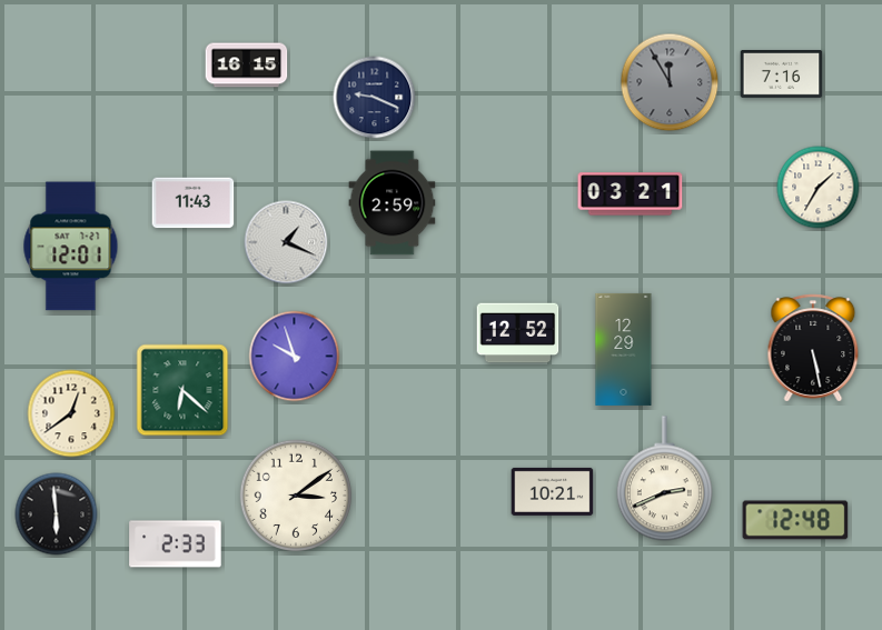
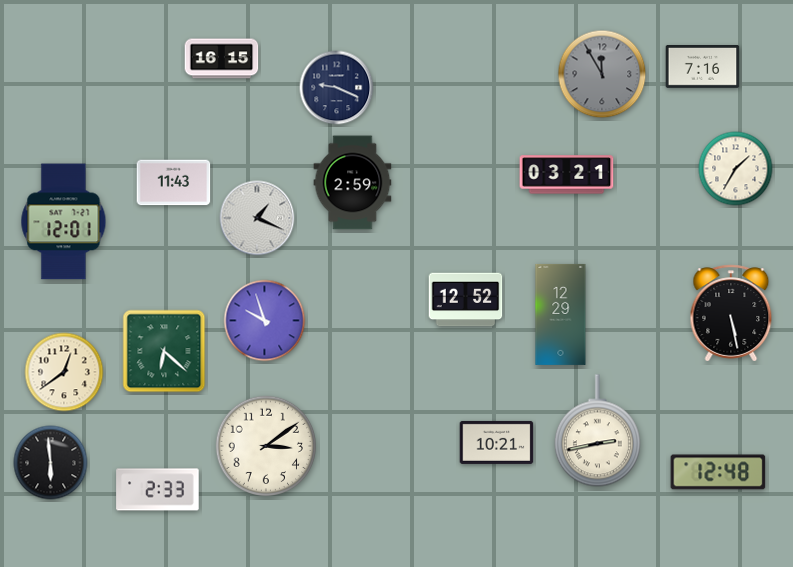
clock at (664, 479): 2:41 -> 2:43
clock at (795, 520) position: (795, 520) -> (718, 472)
